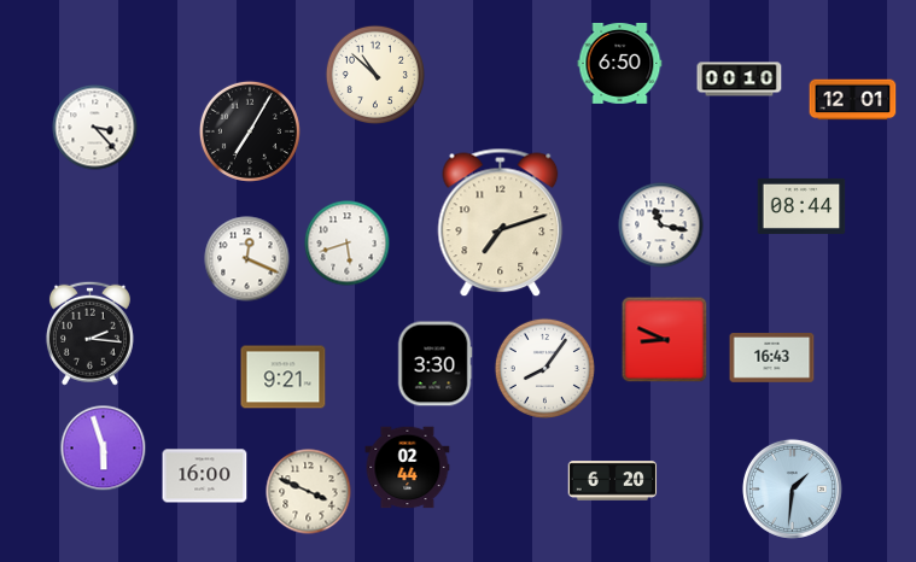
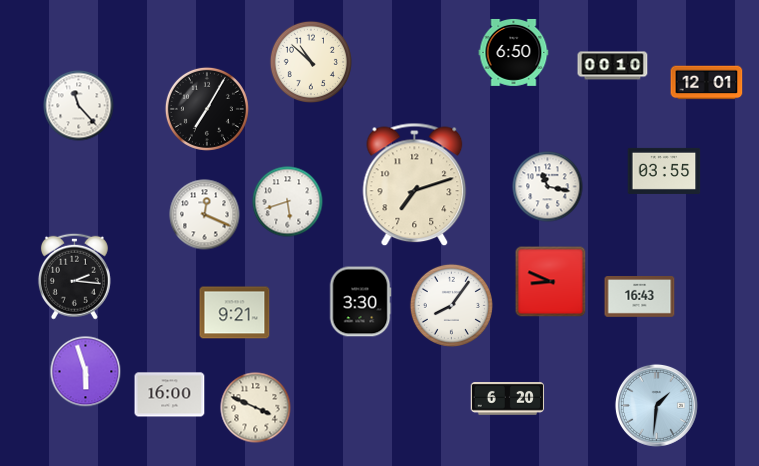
clock at (95, 128): 3:23 -> 11:23
clock at (801, 206): 08:44 -> 03:55
clock at (408, 468): 02:44 -> none
